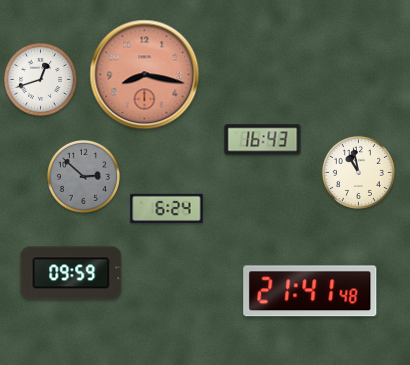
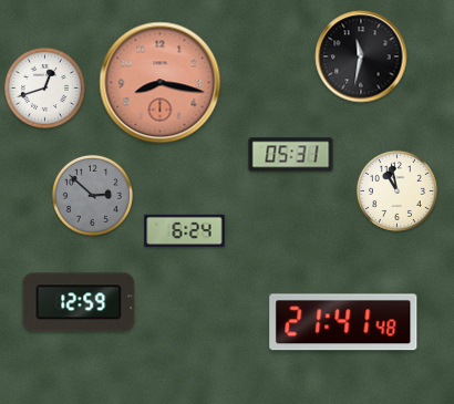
clock at (361, 56): none -> 11:32
clock at (263, 140): 16:43 -> 05:31
clock at (71, 273): 09:59 -> 12:59
